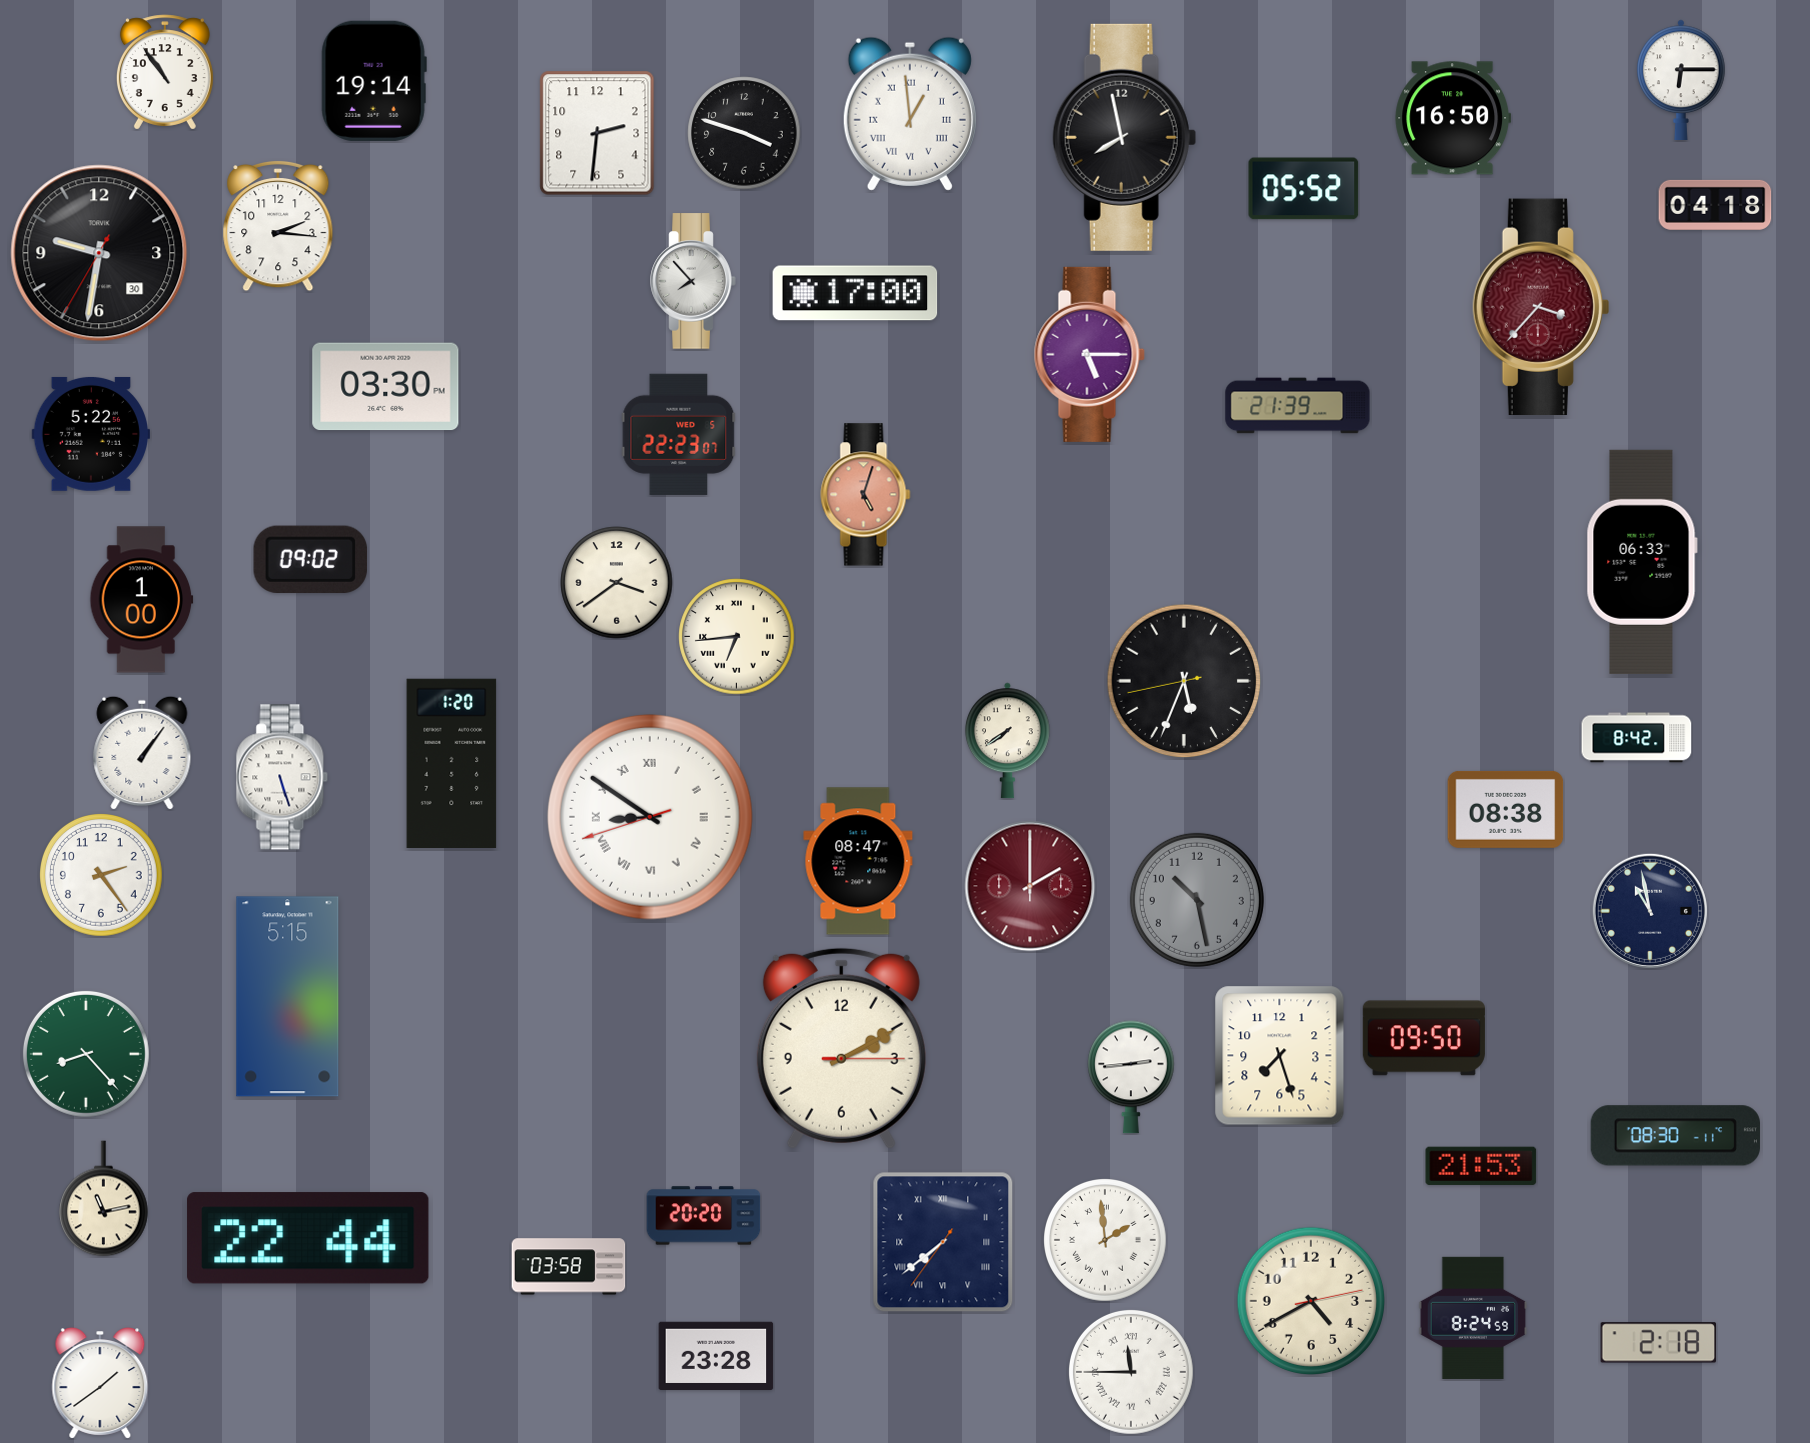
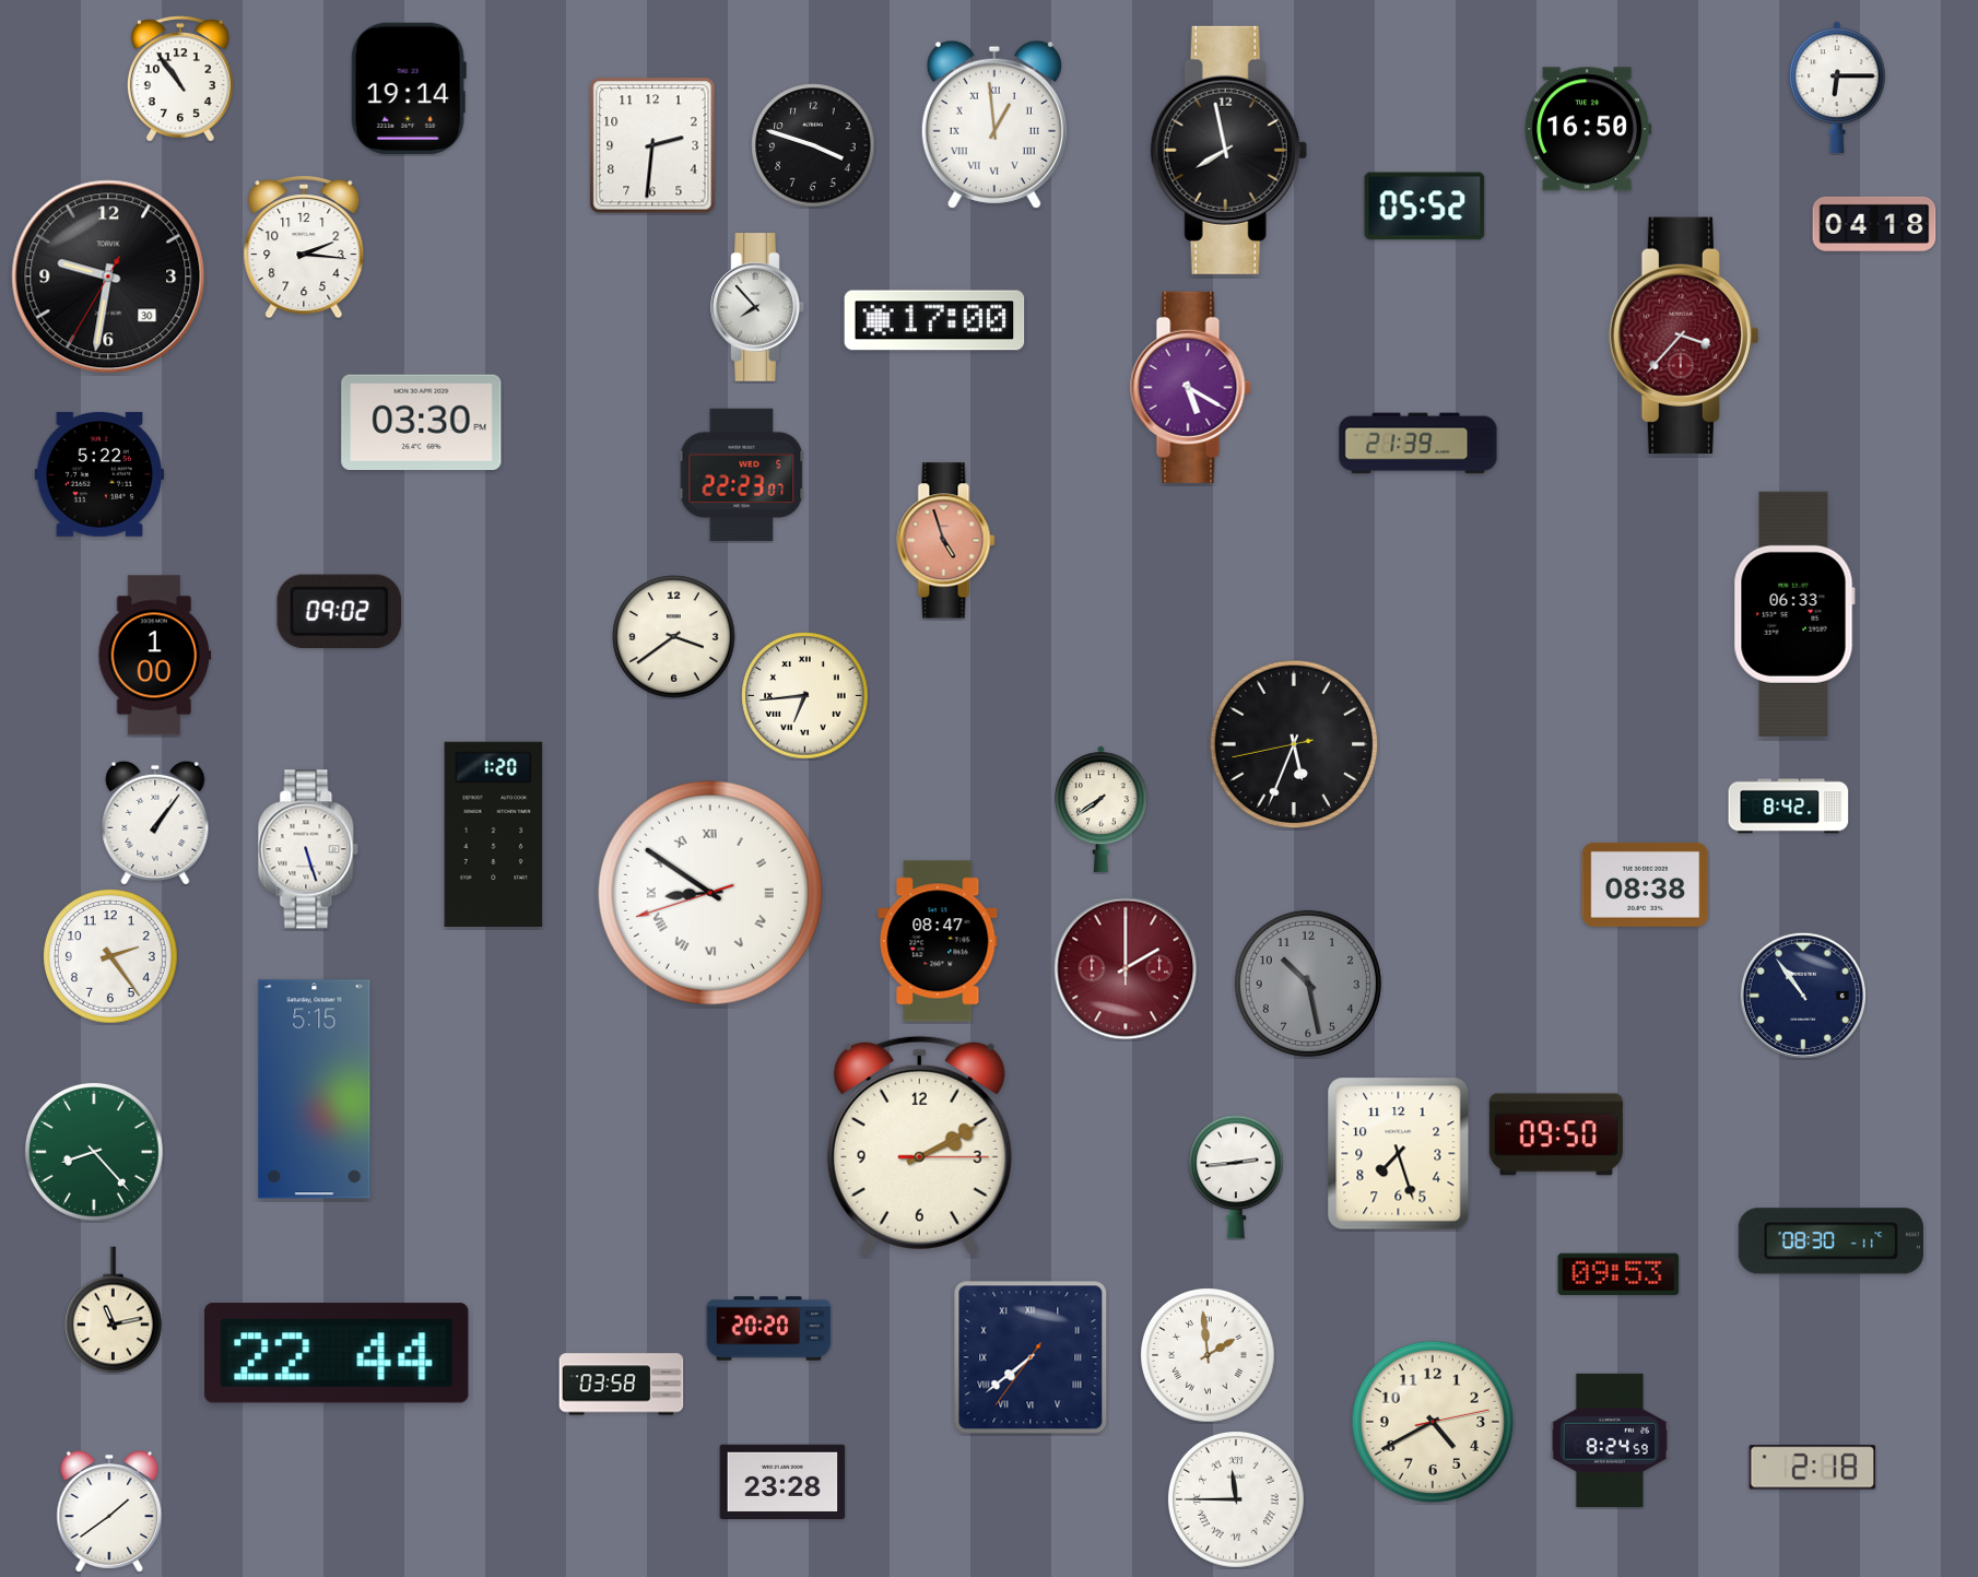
clock at (1089, 354): 5:15 -> 5:20
clock at (866, 495): 5:03 -> 4:57
clock at (1650, 911): 10:58 -> 10:54
clock at (1481, 1166): 21:53 -> 09:53
